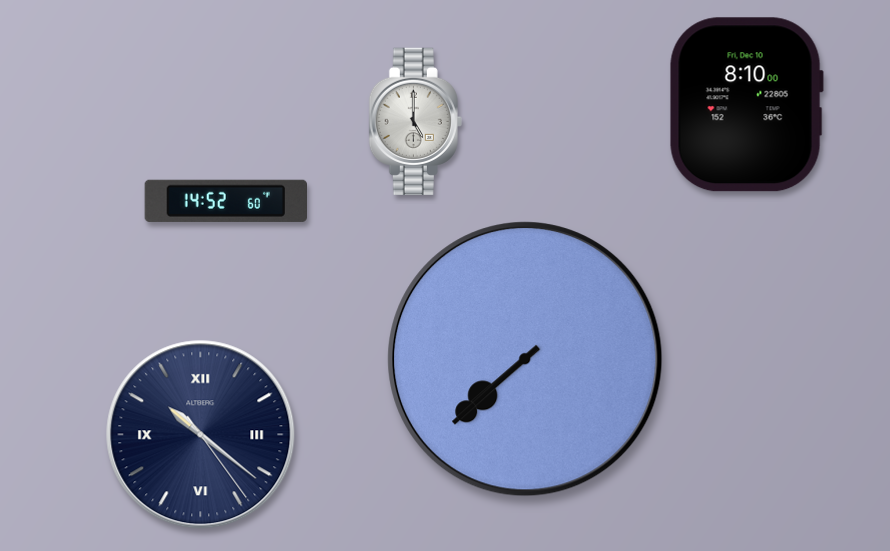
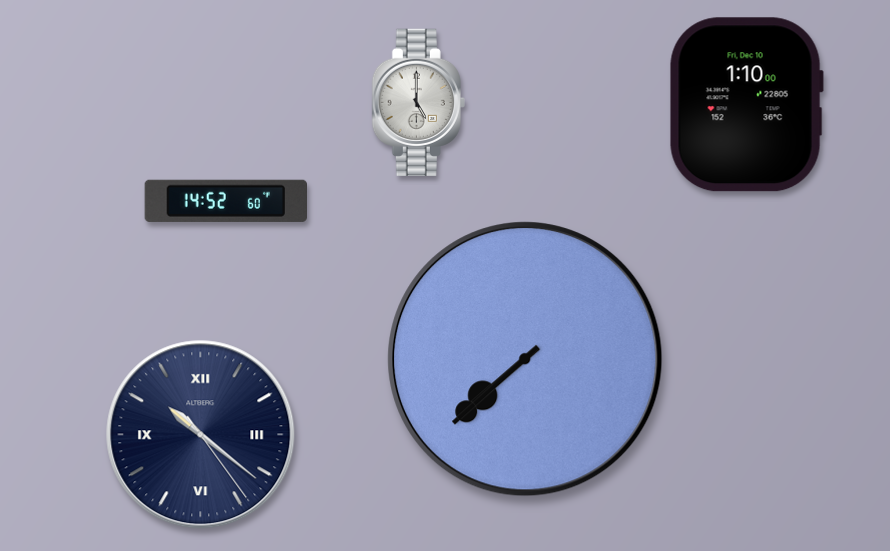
clock at (746, 105): 8:10 -> 1:10
clock at (415, 121) position: (415, 121) -> (418, 102)
